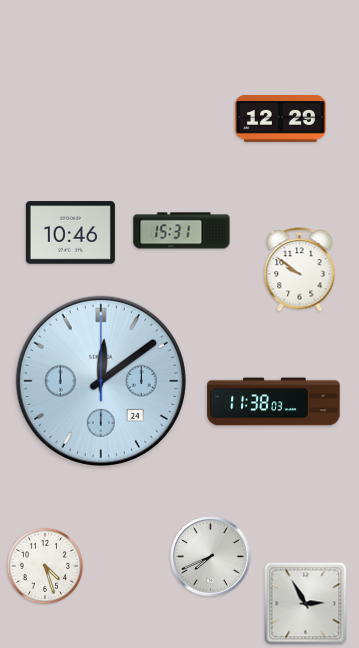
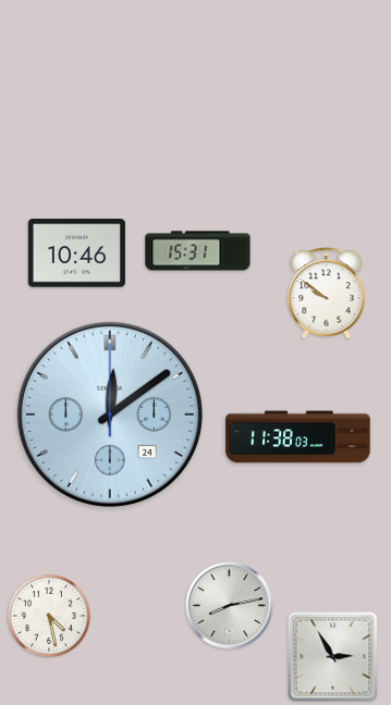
clock at (280, 118): 12:29 -> none
clock at (211, 557): 7:41 -> 8:13
clock at (45, 566): 4:27 -> 4:28
